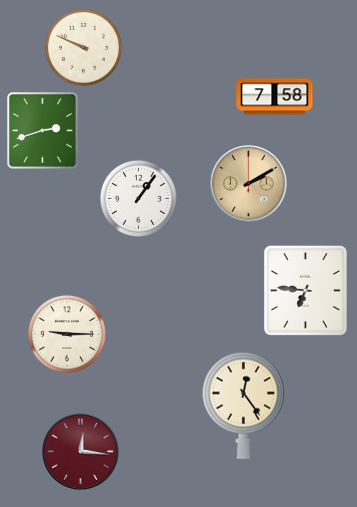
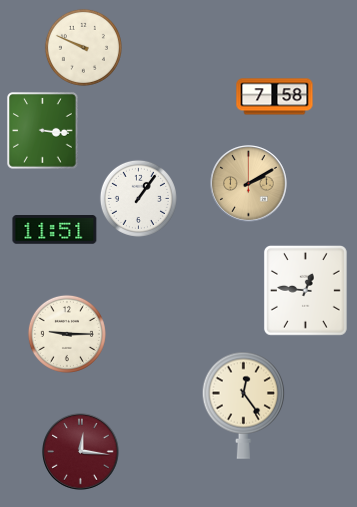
clock at (43, 131): 2:42 -> 3:16
clock at (55, 230): none -> 11:51
clock at (305, 290): 6:46 -> 12:46
